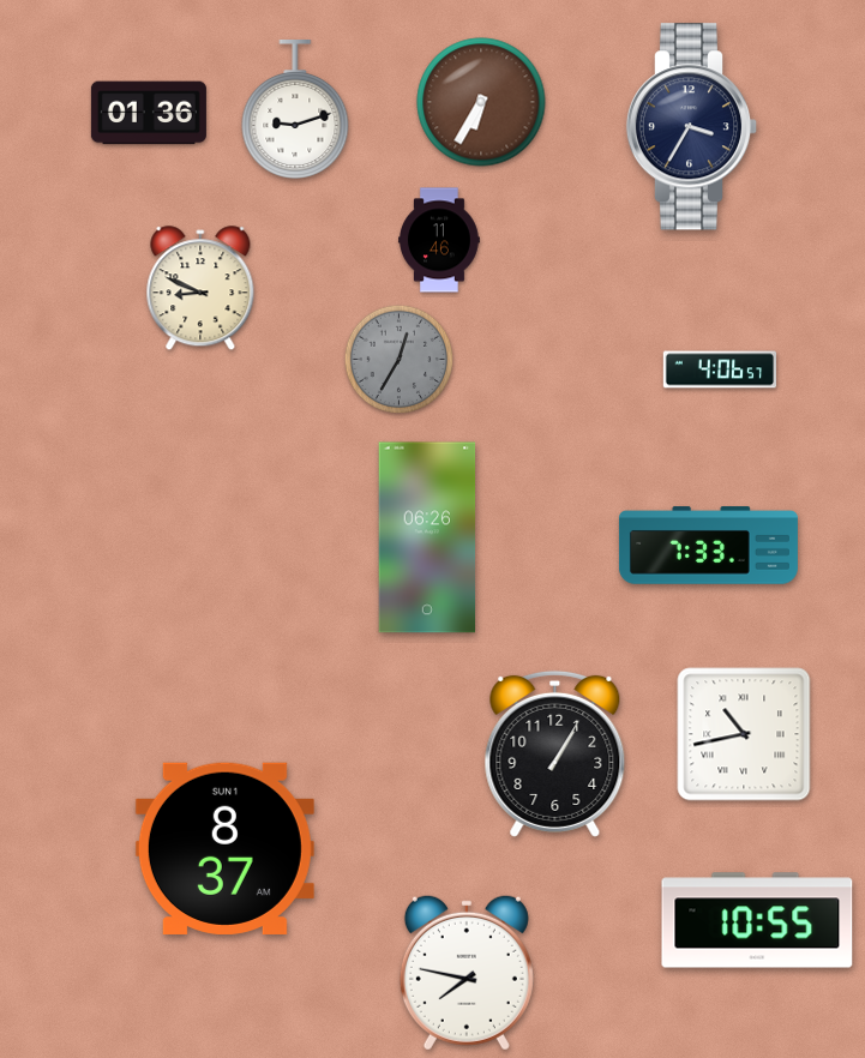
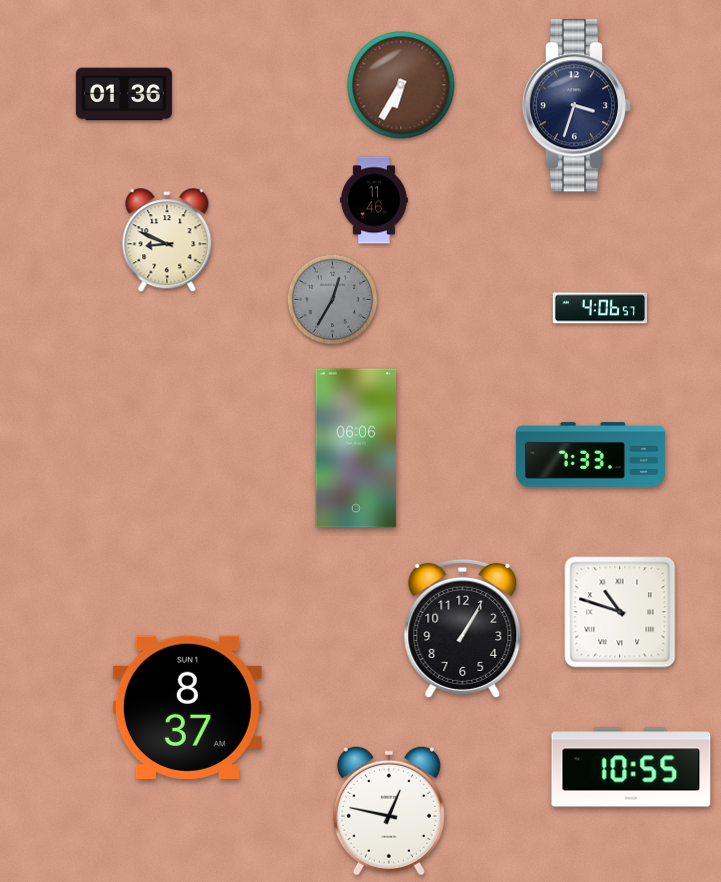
clock at (295, 110): 9:12 -> none
clock at (692, 127): 3:35 -> 3:33
clock at (440, 240) position: (440, 240) -> (375, 200)
clock at (427, 537): 06:26 -> 06:06
clock at (744, 734): 10:43 -> 10:48
clock at (467, 973): 7:47 -> 12:47
